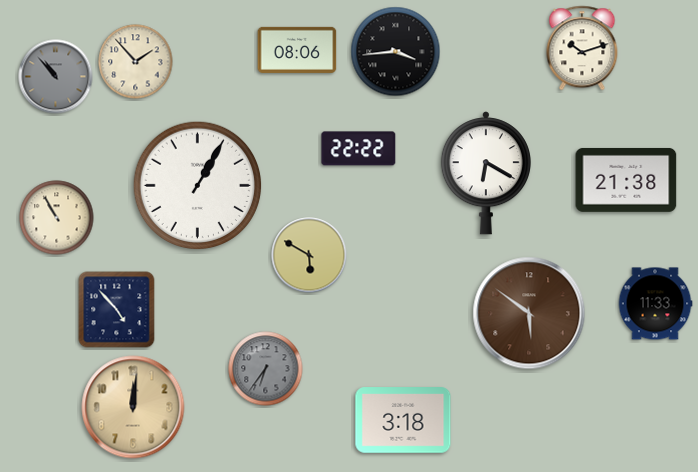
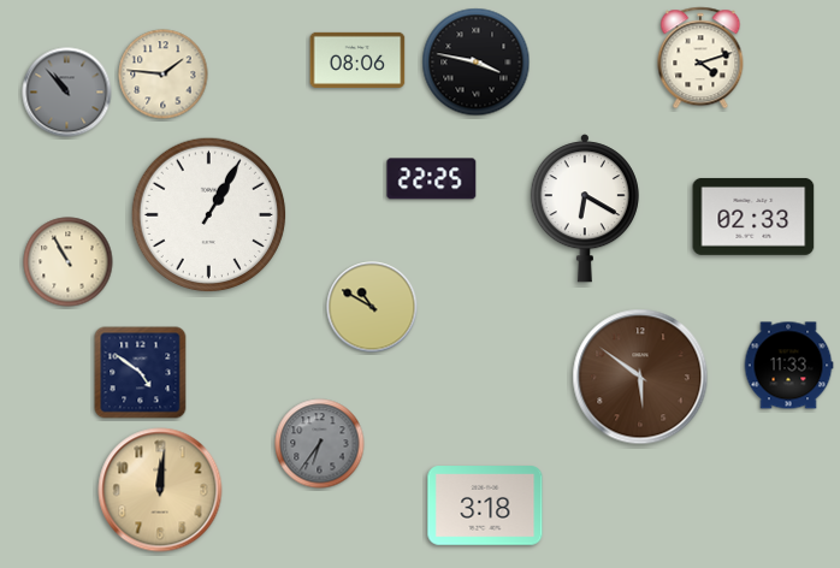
clock at (582, 48): 10:12 -> 4:12
clock at (396, 52): 3:44 -> 3:47
clock at (136, 62): 1:53 -> 1:46
clock at (359, 149): 22:22 -> 22:25
clock at (626, 180): 21:38 -> 02:33
clock at (198, 186) position: (198, 186) -> (209, 215)
clock at (309, 255): 5:50 -> 10:50
clock at (117, 310): 4:53 -> 4:51
clock at (529, 313) position: (529, 313) -> (640, 377)
